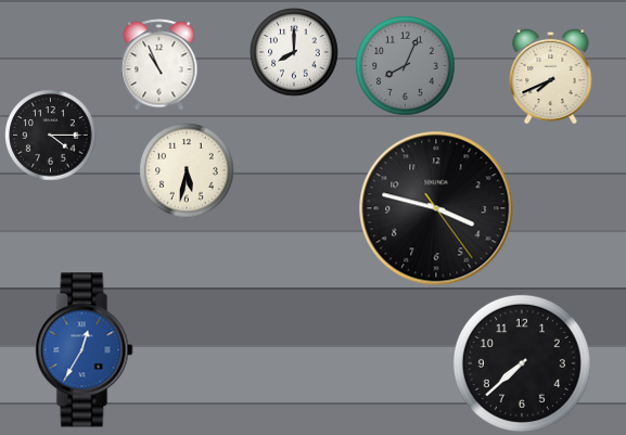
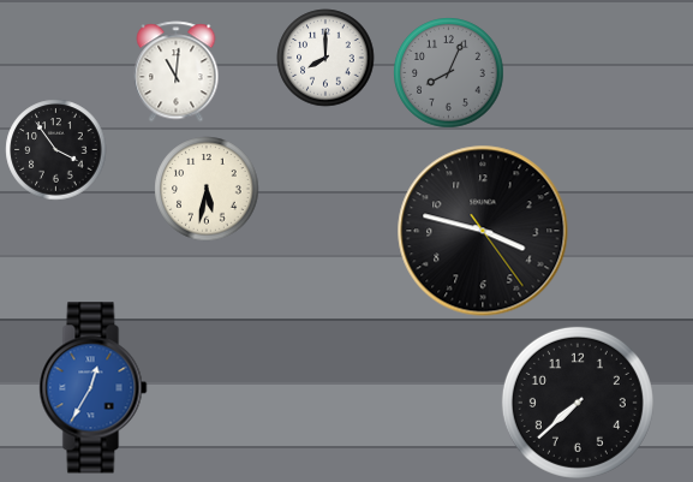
clock at (159, 65): 10:56 -> 11:01
clock at (551, 76): 7:41 -> none
clock at (51, 136): 4:15 -> 3:54
